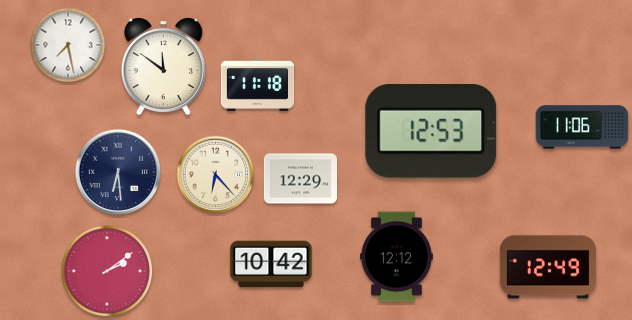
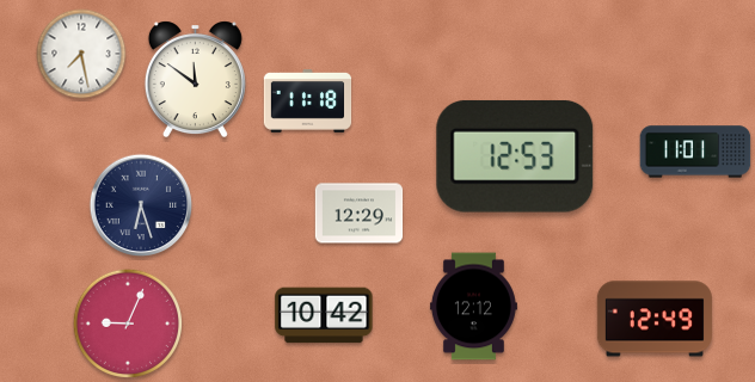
clock at (582, 127): 11:06 -> 11:01
clock at (118, 172): 6:29 -> 6:27
clock at (216, 175): 6:23 -> none
clock at (106, 270): 2:09 -> 9:04
